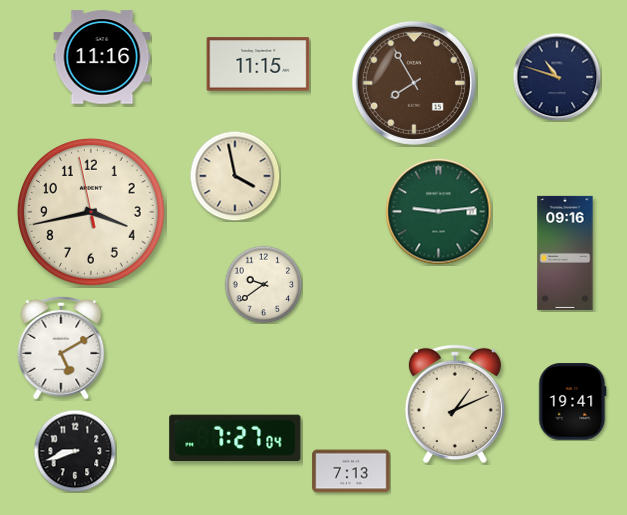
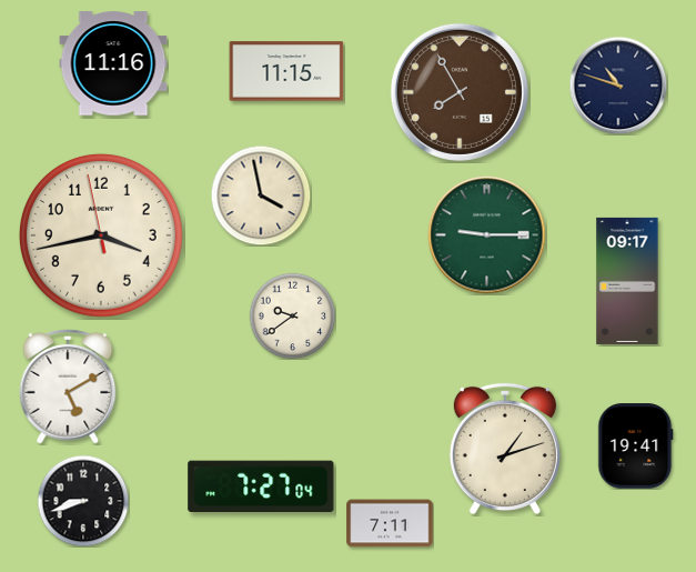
clock at (439, 212): 9:14 -> 9:15
clock at (565, 253): 09:16 -> 09:17
clock at (455, 404): 1:11 -> 1:12
clock at (351, 471): 7:13 -> 7:11
